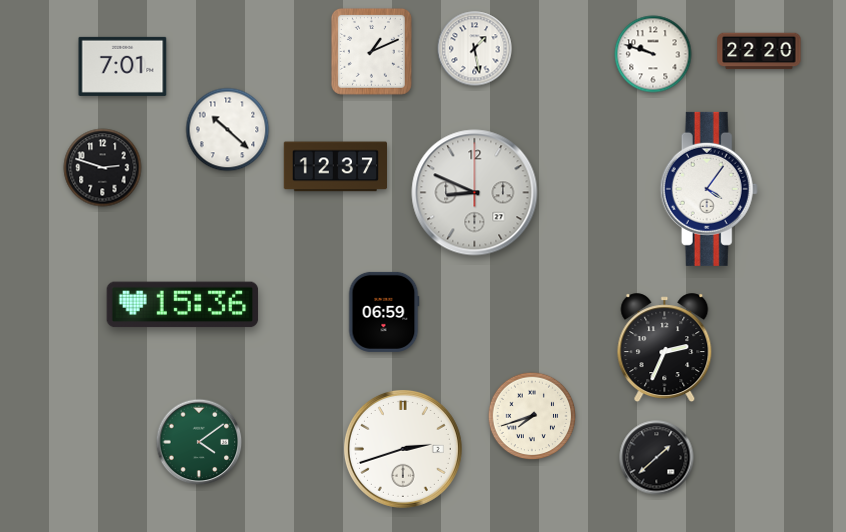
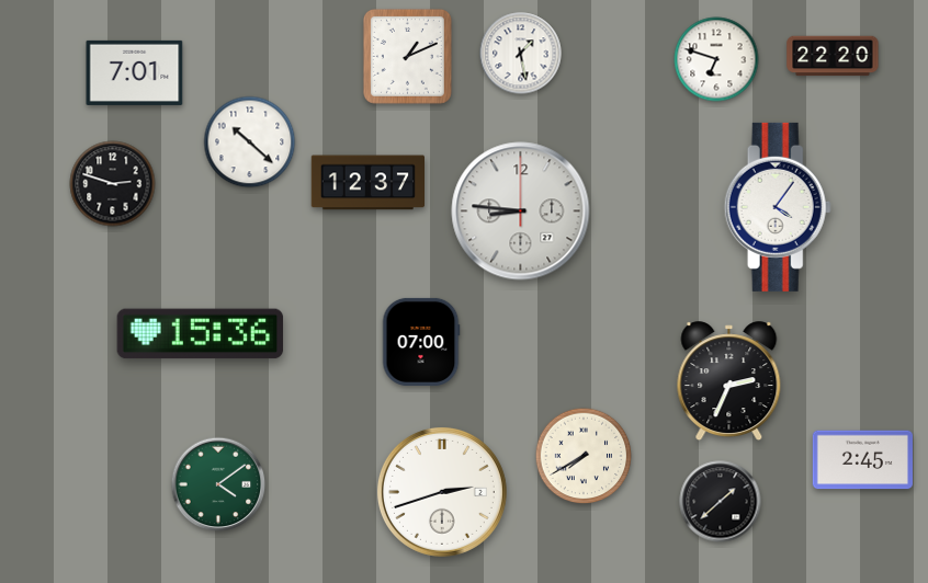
clock at (653, 54): 9:48 -> 6:48
clock at (475, 193): 8:49 -> 8:46
clock at (384, 312): 06:59 -> 07:00
clock at (532, 416): 7:42 -> 7:40
clock at (862, 460): none -> 2:45
